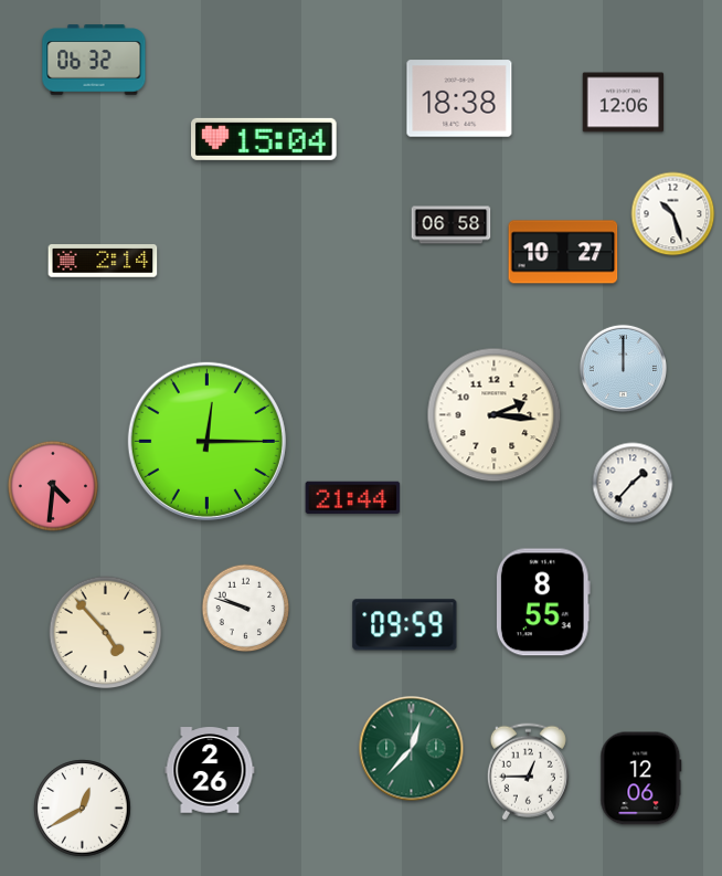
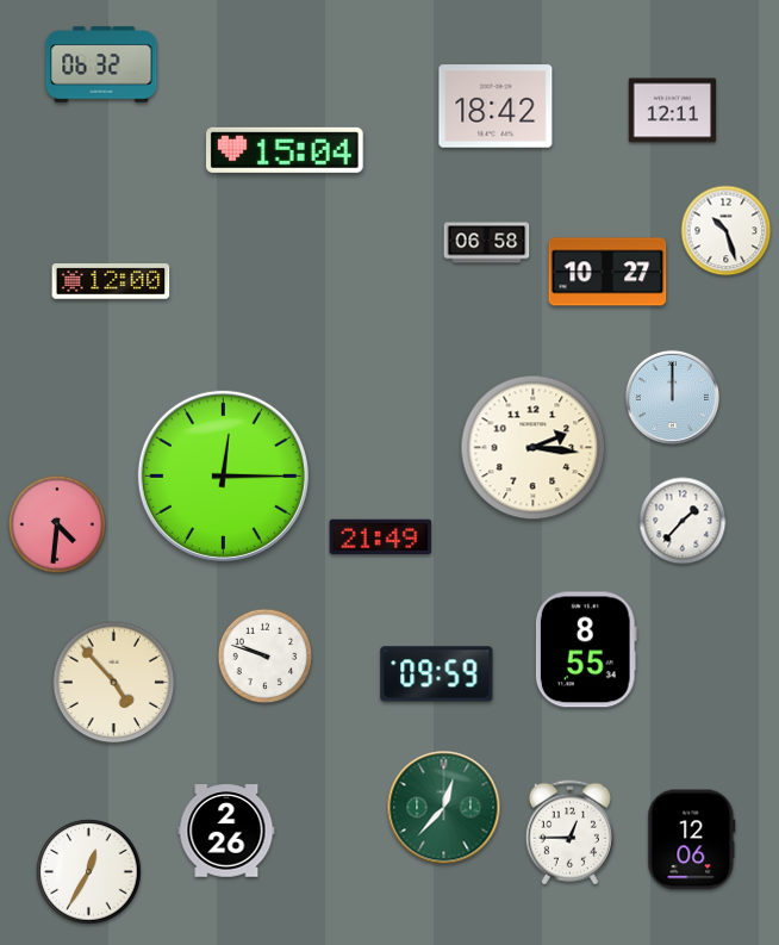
clock at (459, 98): 18:38 -> 18:42
clock at (624, 103): 12:06 -> 12:11
clock at (103, 262): 2:14 -> 12:00
clock at (353, 498): 21:44 -> 21:49
clock at (83, 809): 12:40 -> 12:35
